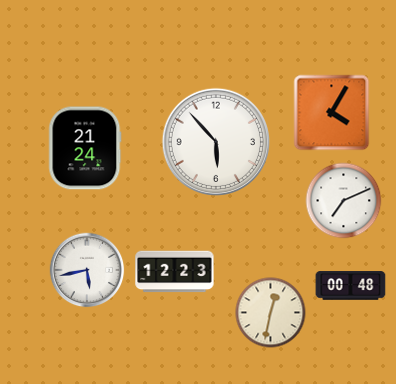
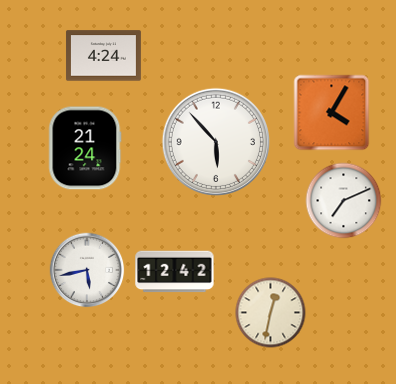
clock at (103, 56): none -> 4:24
clock at (175, 272): 12:23 -> 12:42
clock at (351, 286): 00:48 -> none
